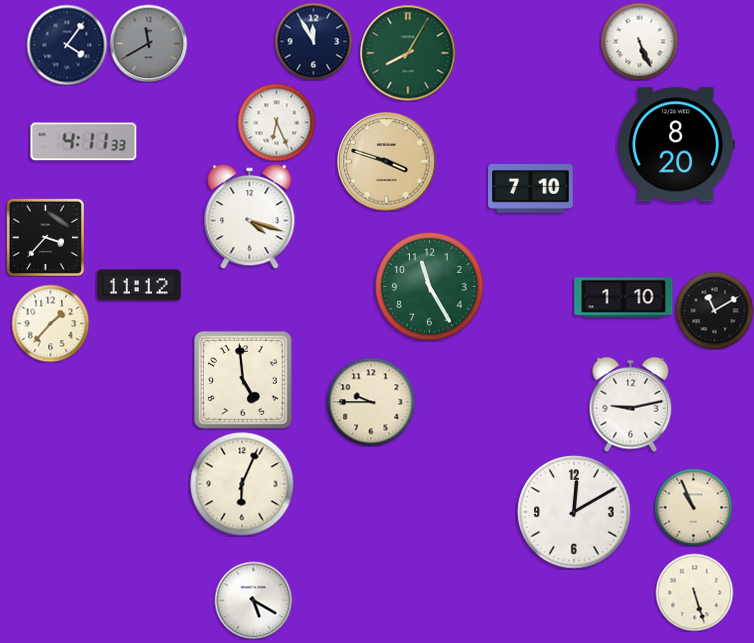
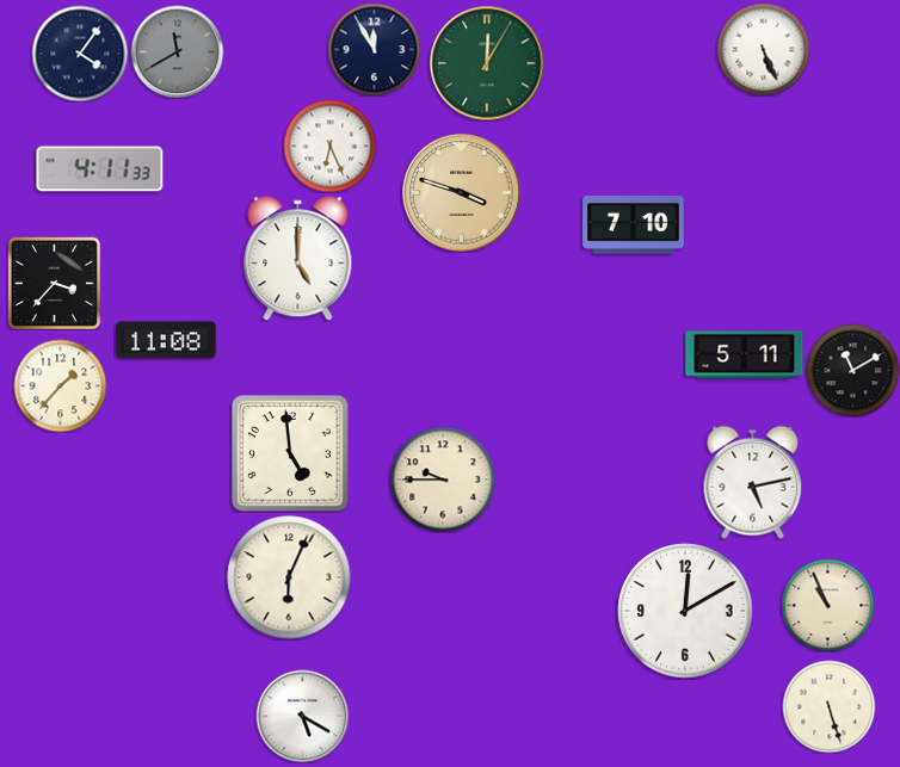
clock at (408, 53): 8:05 -> 12:05
clock at (677, 145): 8:20 -> none
clock at (250, 217): 4:18 -> 5:00
clock at (140, 285): 11:12 -> 11:08
clock at (430, 287): 11:25 -> none
clock at (624, 298): 1:10 -> 5:11
clock at (631, 404): 9:13 -> 5:13
